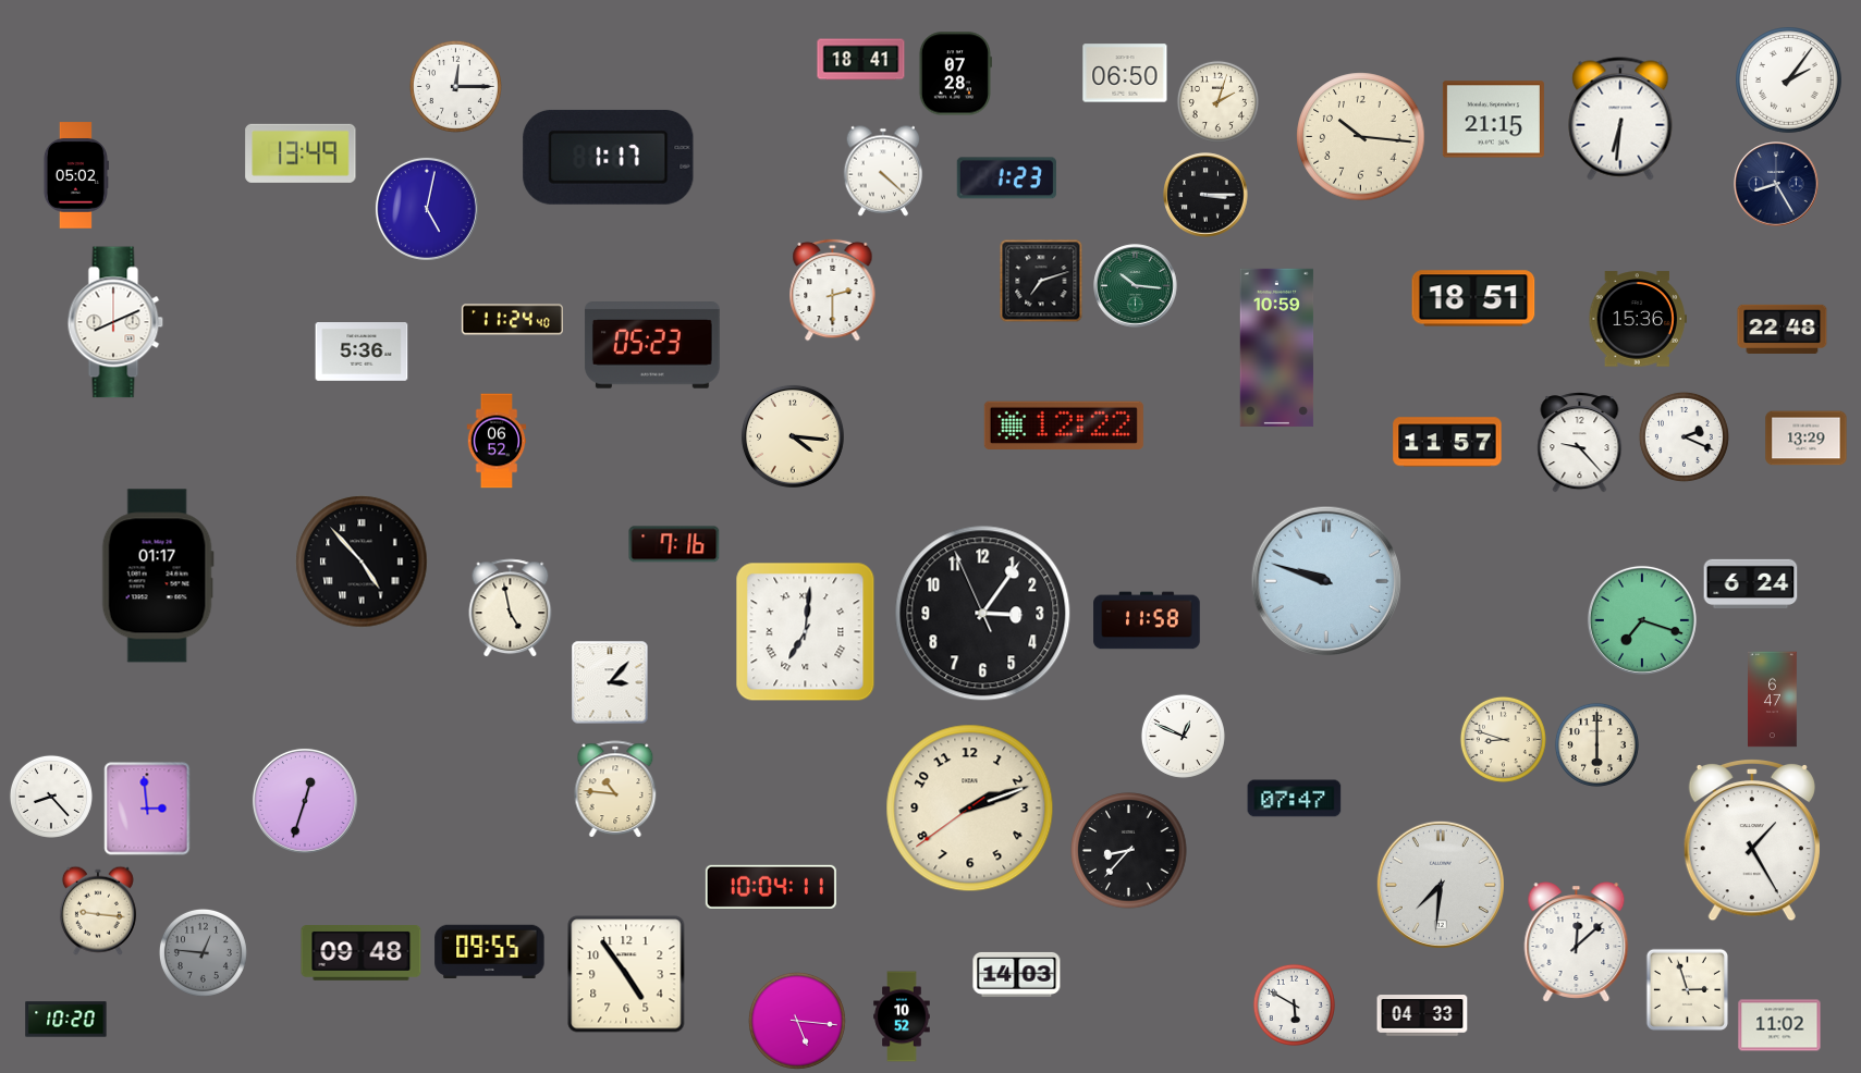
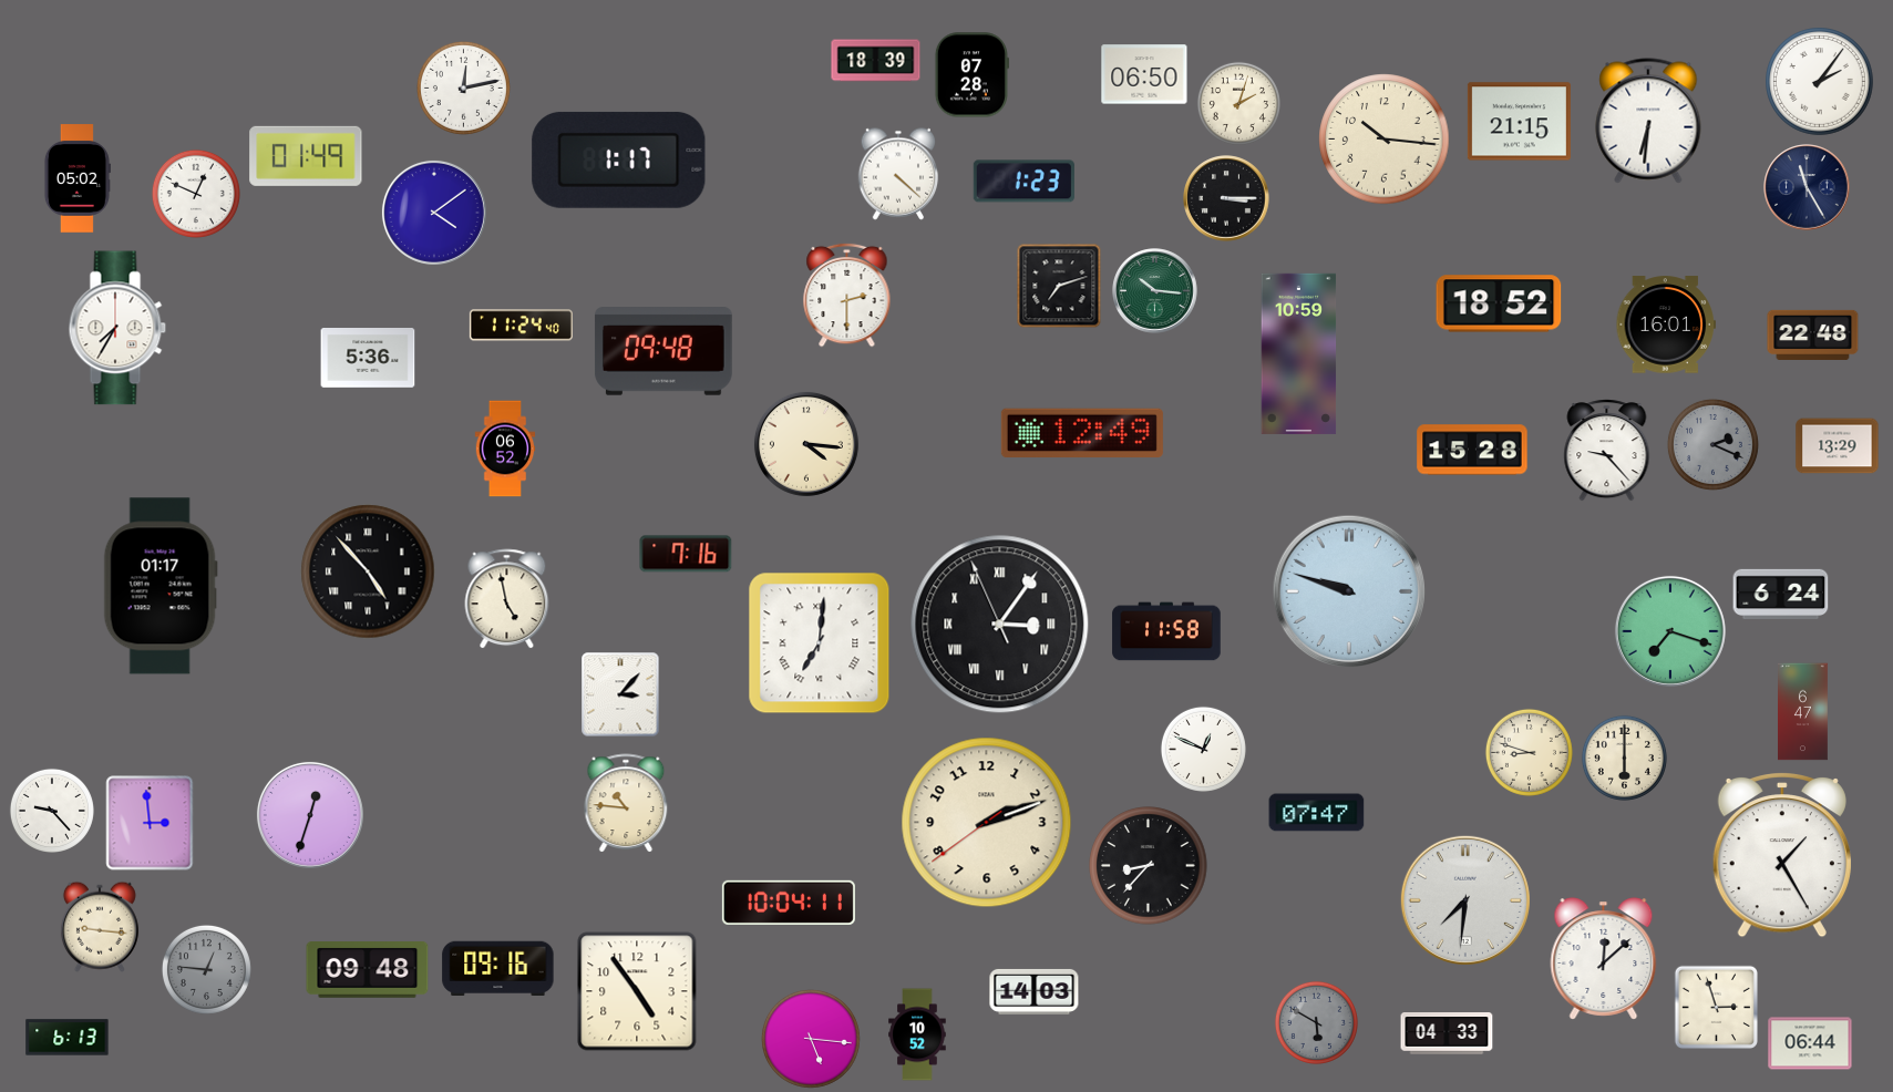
clock at (861, 60): 18:41 -> 18:39
clock at (455, 86): 12:15 -> 12:13
clock at (301, 153): 13:49 -> 01:49
clock at (1776, 184): 8:25 -> 11:25
clock at (196, 194): none -> 12:49
clock at (427, 209): 5:02 -> 4:09
clock at (1473, 298): 18:51 -> 18:52
clock at (1637, 319): 15:36 -> 16:01
clock at (115, 322): 8:11 -> 7:35
clock at (652, 346): 05:23 -> 09:48
clock at (1064, 424): 12:22 -> 12:49
clock at (1684, 436) dial: white -> grey
clock at (1447, 442): 11:57 -> 15:28
clock at (511, 608) position: (511, 608) -> (507, 599)
clock at (983, 614) numerals: Arabic -> Roman
clock at (51, 797): 8:23 -> 9:23
clock at (771, 887) position: (771, 887) -> (789, 903)
clock at (490, 951): 09:55 -> 09:16
clock at (1294, 1004) dial: white -> grey
clock at (66, 1020): 10:20 -> 6:13
clock at (1779, 1025): 11:02 -> 06:44
